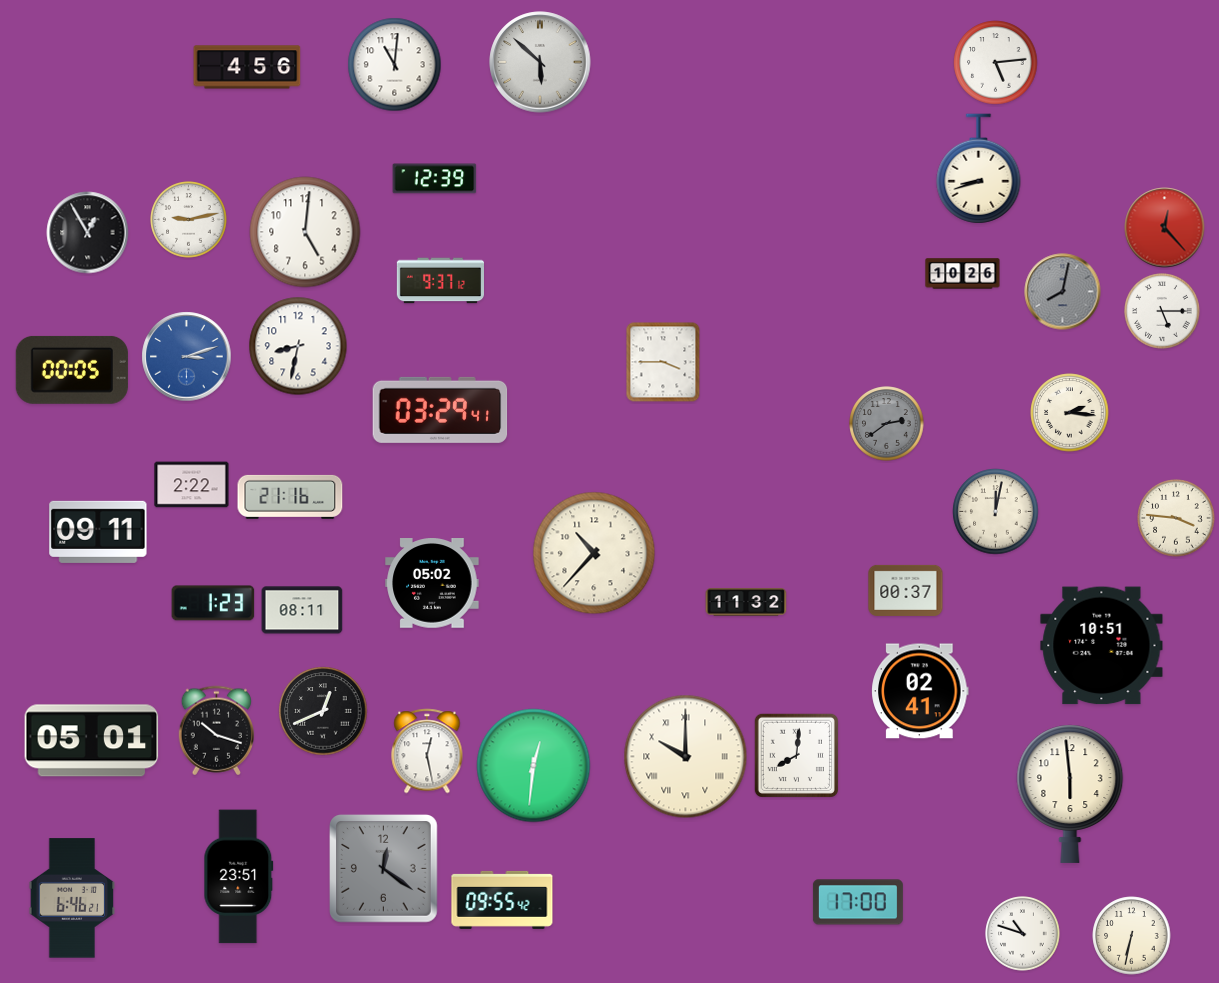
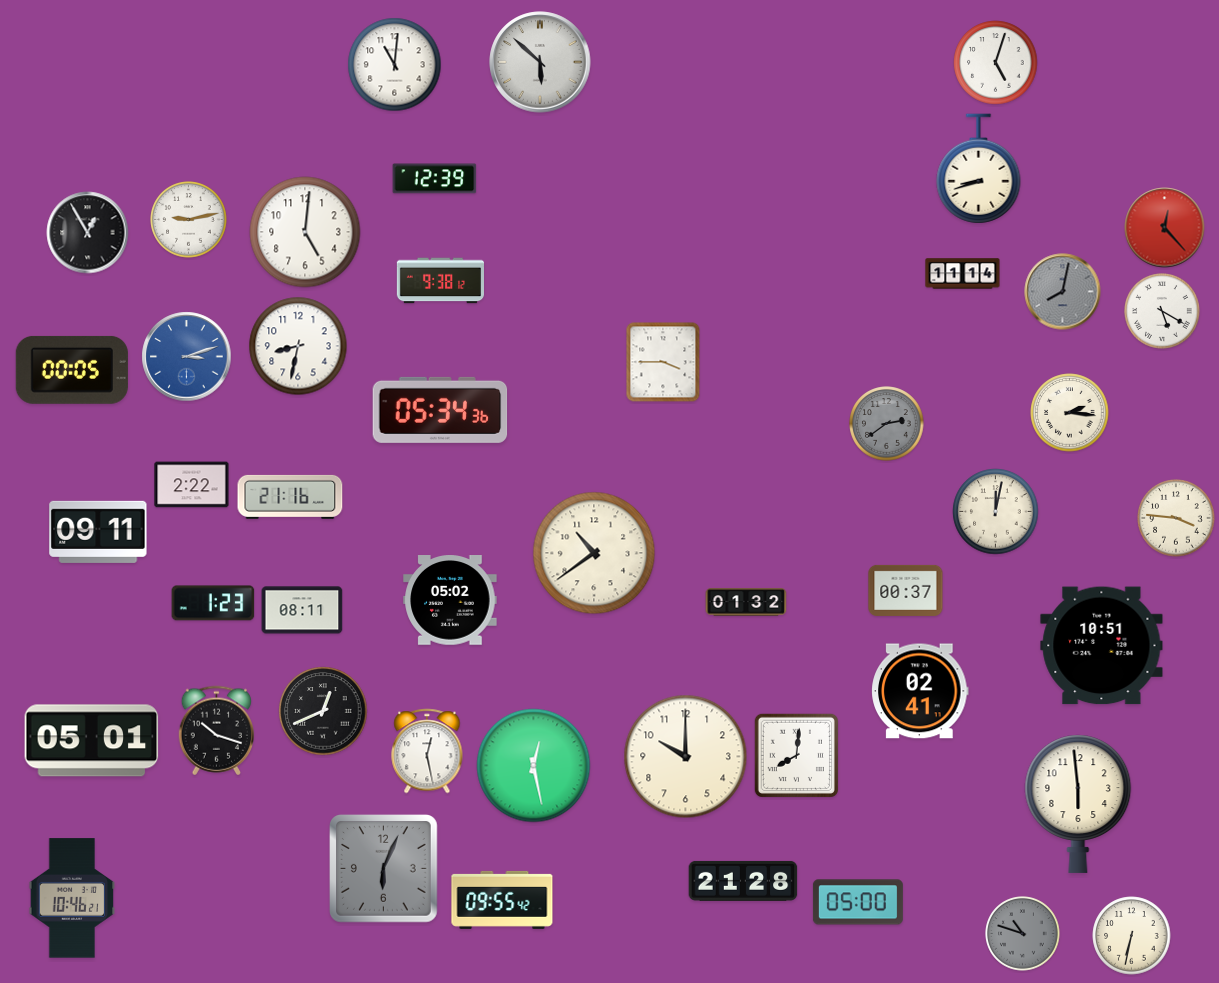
clock at (996, 63): 5:14 -> 5:03
clock at (247, 67): 4:56 -> none
clock at (963, 274): 10:26 -> 11:14
clock at (440, 281): 9:37 -> 9:38
clock at (1162, 311): 5:15 -> 5:20
clock at (440, 410): 03:29 -> 05:34
clock at (594, 553): 10:37 -> 10:39
clock at (432, 584) position: (432, 584) -> (450, 601)
clock at (746, 602): 11:32 -> 01:32
clock at (686, 757) numerals: Roman -> Arabic
clock at (534, 766): 12:31 -> 12:28
clock at (1070, 794) position: (1070, 794) -> (1078, 804)
clock at (384, 869): 12:21 -> 6:04
clock at (239, 877): 23:51 -> none
clock at (743, 881): none -> 21:28
clock at (72, 898): 6:46 -> 10:46
clock at (858, 902): 17:00 -> 05:00
clock at (1023, 934) dial: white -> grey
